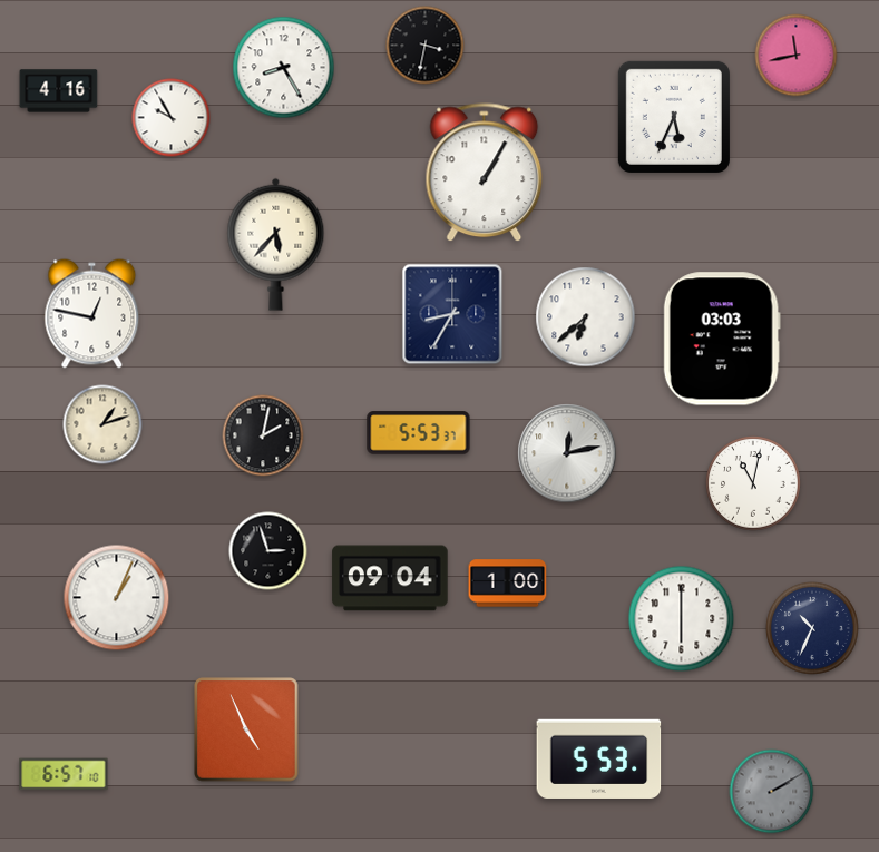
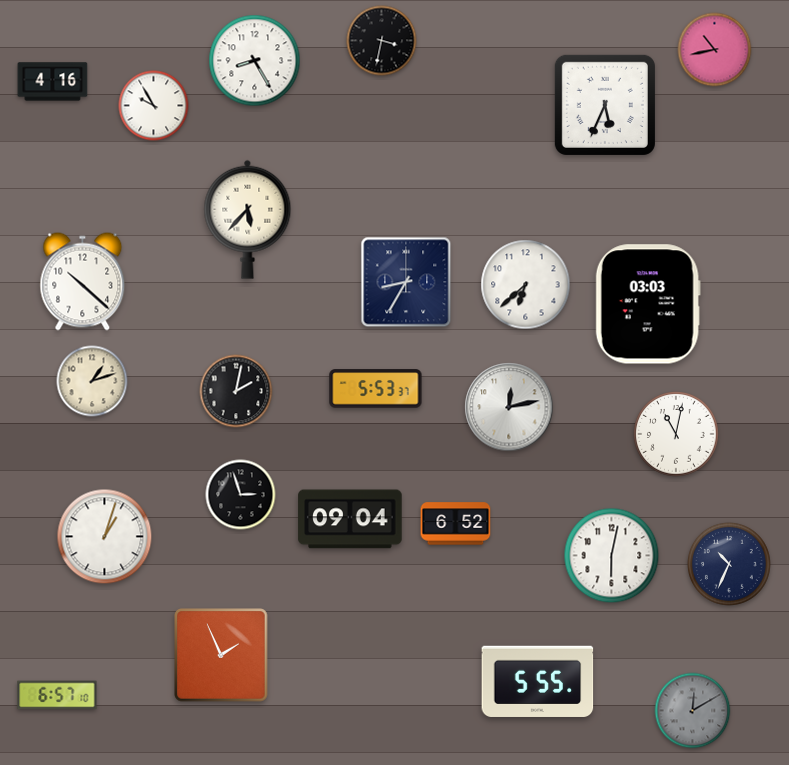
clock at (797, 56): 11:43 -> 10:43
clock at (485, 173): 1:05 -> none
clock at (92, 314): 12:47 -> 10:22
clock at (508, 584): 1:00 -> 6:52
clock at (117, 598): 1:04 -> 1:03
clock at (682, 619): 6:00 -> 6:02
clock at (246, 729): 4:56 -> 1:56
clock at (599, 758): 5:53 -> 5:55
clock at (772, 792): 2:10 -> 12:10
